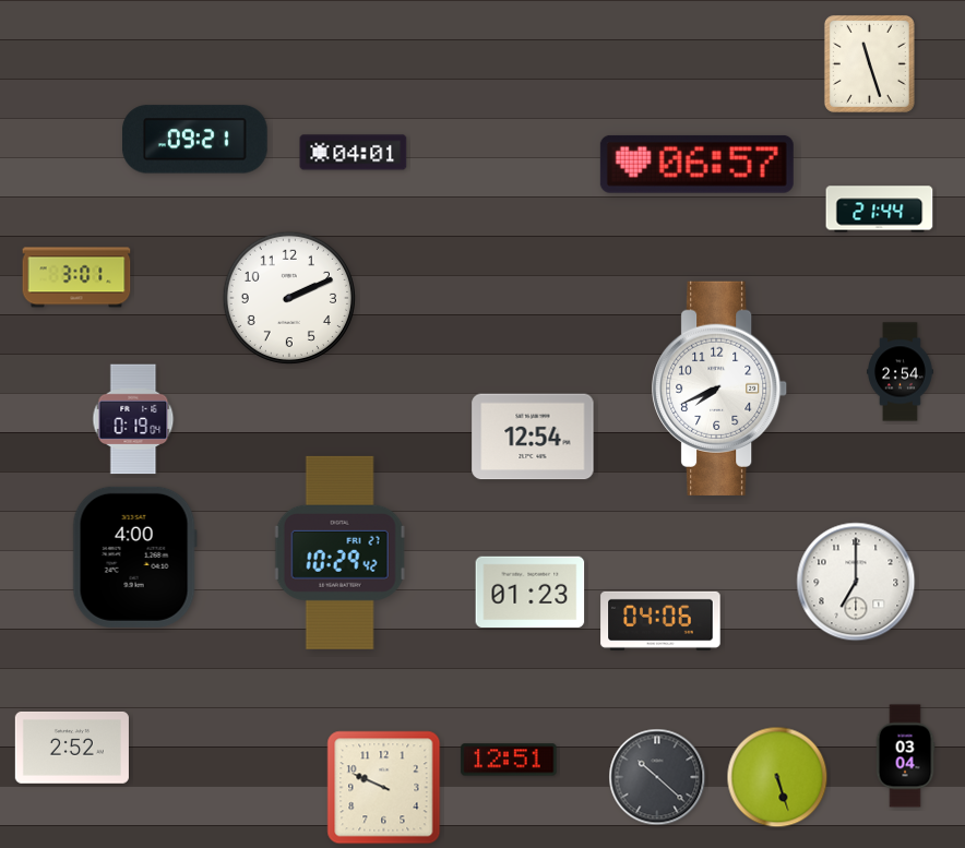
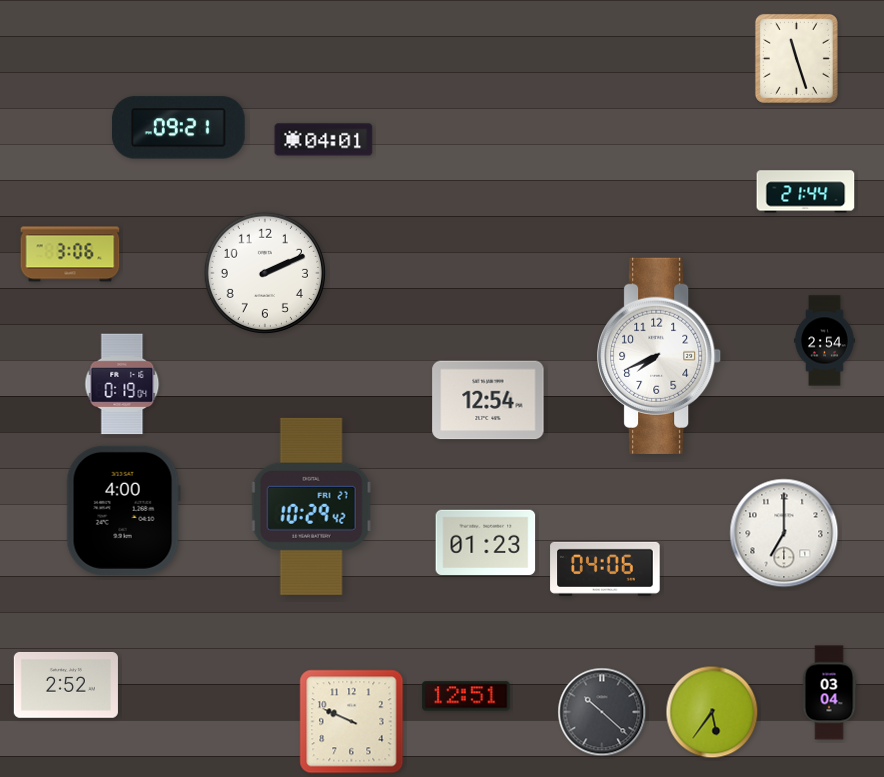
clock at (696, 164): 06:57 -> none
clock at (76, 277): 3:01 -> 3:06
clock at (777, 777): 5:27 -> 5:36
